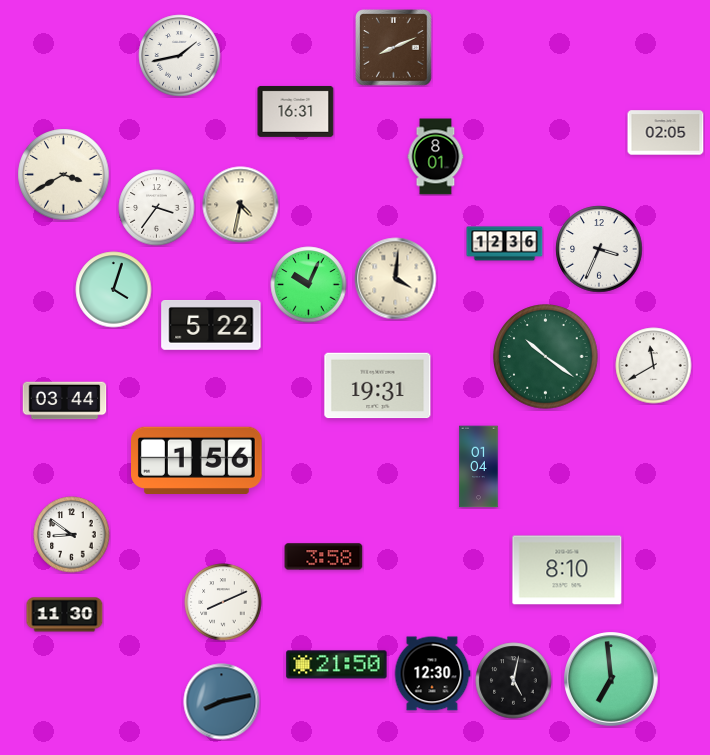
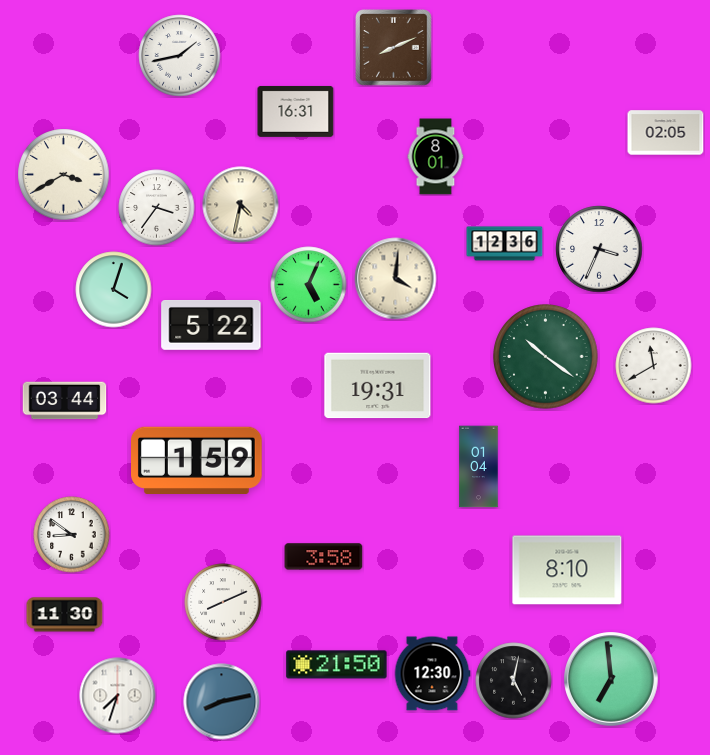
clock at (309, 285): 10:04 -> 5:04
clock at (197, 461): 1:56 -> 1:59
clock at (118, 696): none -> 7:33
